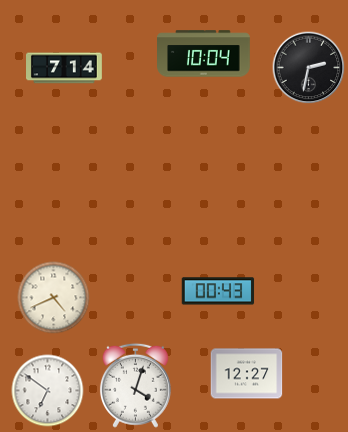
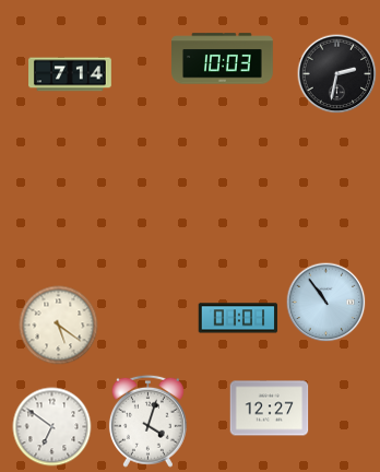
clock at (204, 54): 10:04 -> 10:03
clock at (326, 303): none -> 10:54
clock at (218, 291): 00:43 -> 01:01
clock at (54, 298): 4:41 -> 5:21
